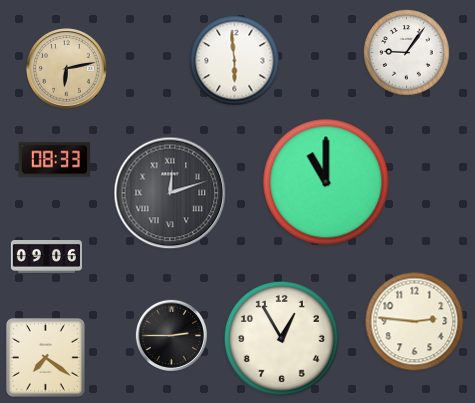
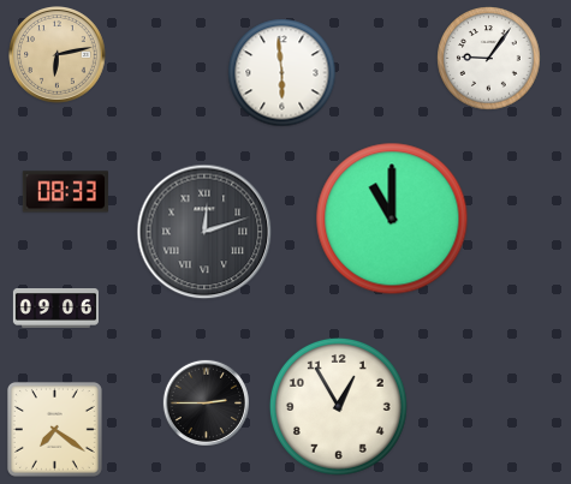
clock at (407, 53) position: (407, 53) -> (489, 59)
clock at (67, 69) position: (67, 69) -> (58, 55)
clock at (415, 322): 2:46 -> none
